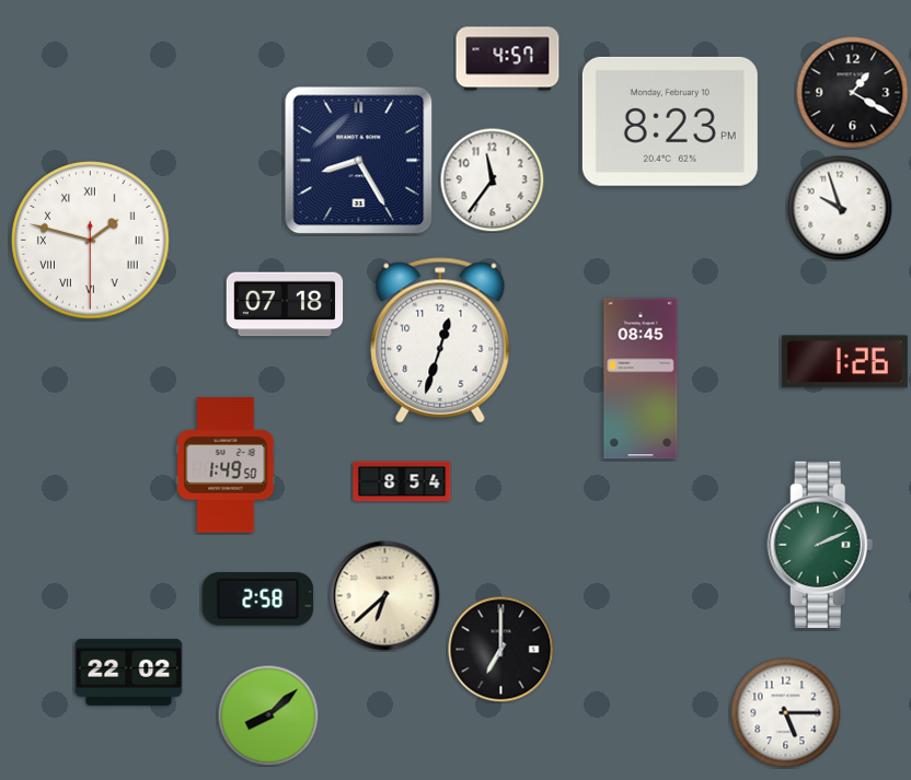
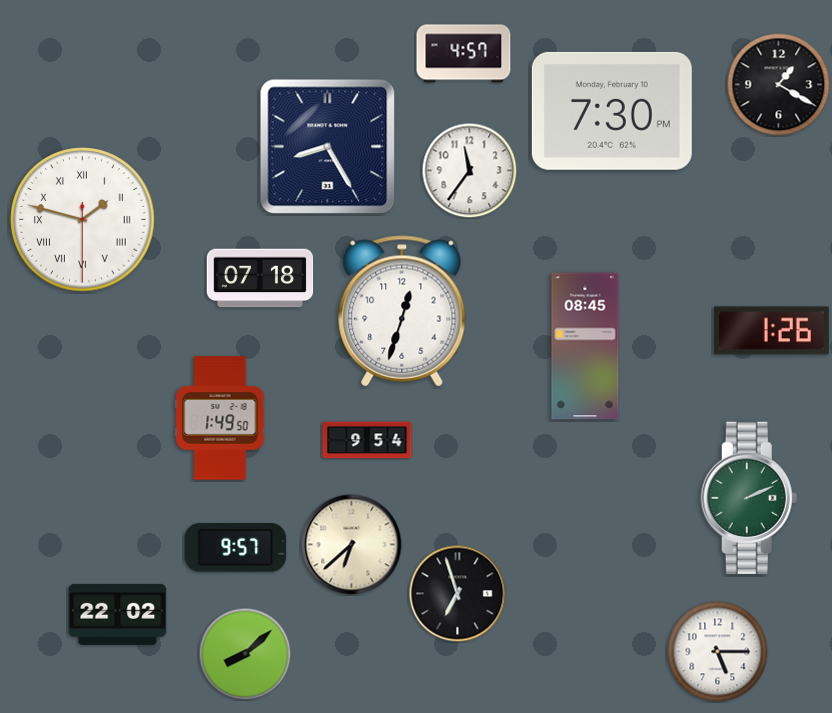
clock at (670, 121): 8:23 -> 7:30
clock at (492, 179) position: (492, 179) -> (469, 170)
clock at (840, 208): 9:57 -> none
clock at (226, 465) position: (226, 465) -> (220, 418)
clock at (402, 481): 8:54 -> 9:54
clock at (258, 599): 2:58 -> 9:57
clock at (501, 650): 7:00 -> 6:57
